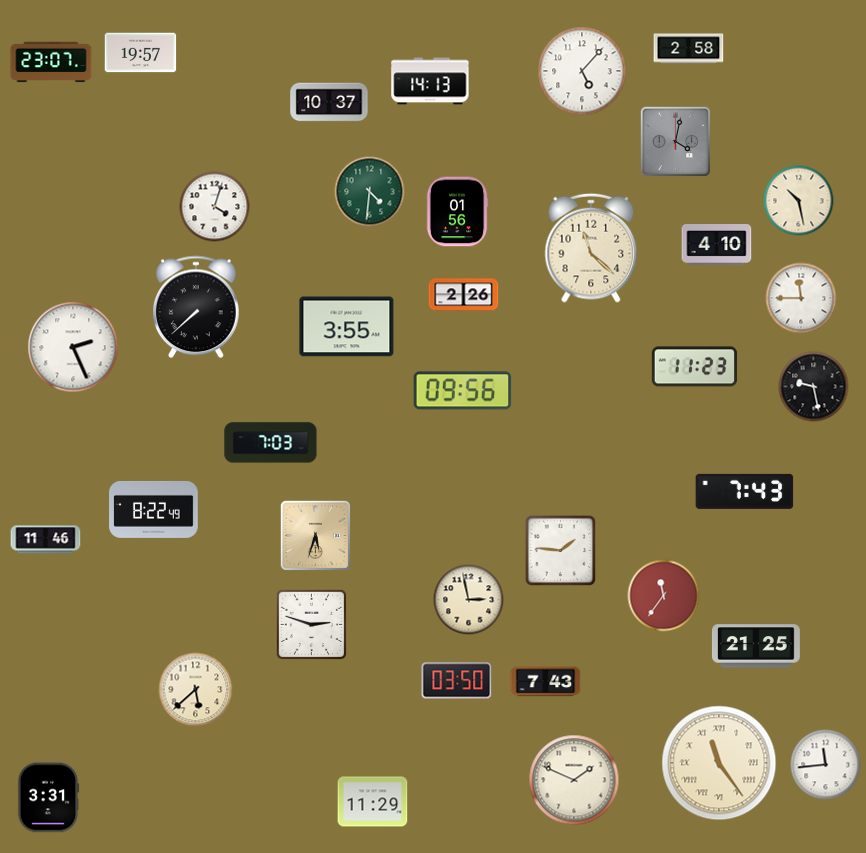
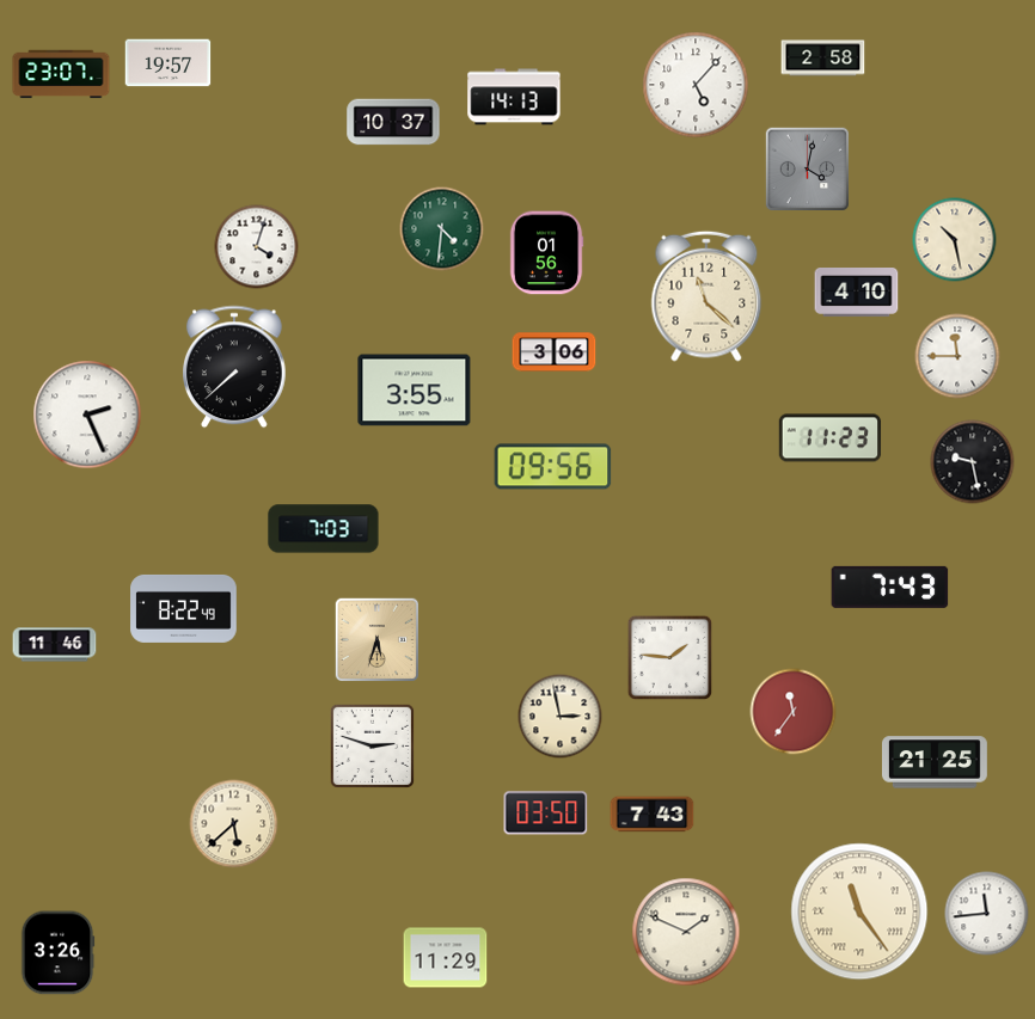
clock at (464, 295): 2:26 -> 3:06
clock at (756, 646) position: (756, 646) -> (935, 762)
clock at (48, 798): 3:31 -> 3:26
